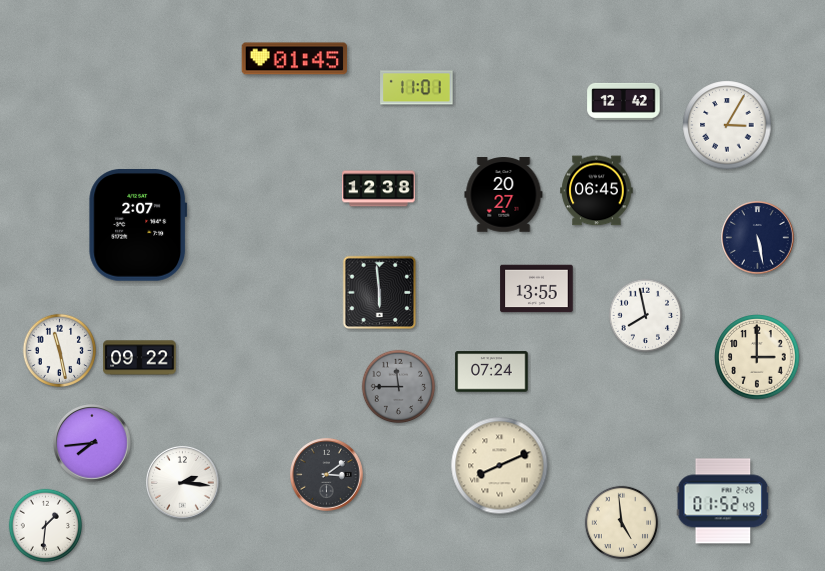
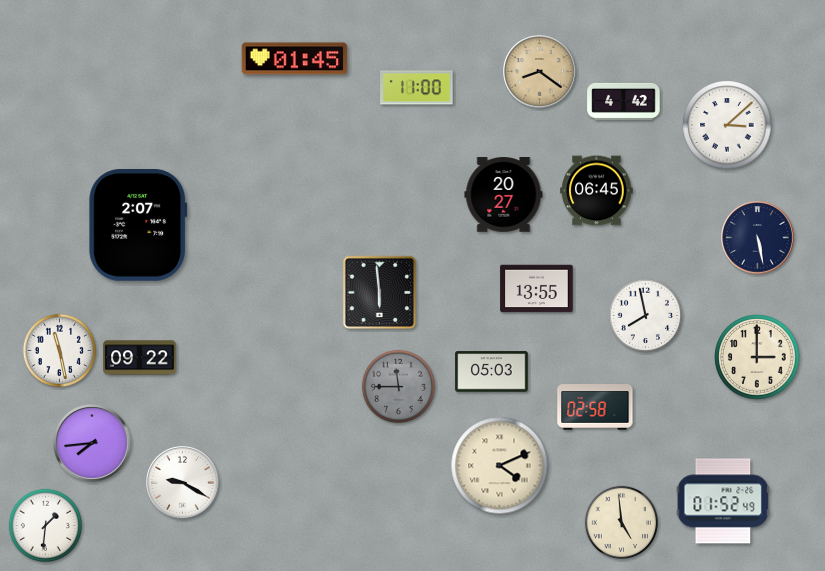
clock at (540, 72): none -> 8:21
clock at (417, 88): 11:01 -> 11:00
clock at (624, 101): 12:42 -> 4:42
clock at (727, 125): 3:05 -> 3:08
clock at (379, 189): 12:38 -> none
clock at (492, 372): 07:24 -> 05:03
clock at (595, 408): none -> 02:58
clock at (500, 466): 8:11 -> 4:11
clock at (327, 475): 3:09 -> none
clock at (183, 483): 2:16 -> 9:20
